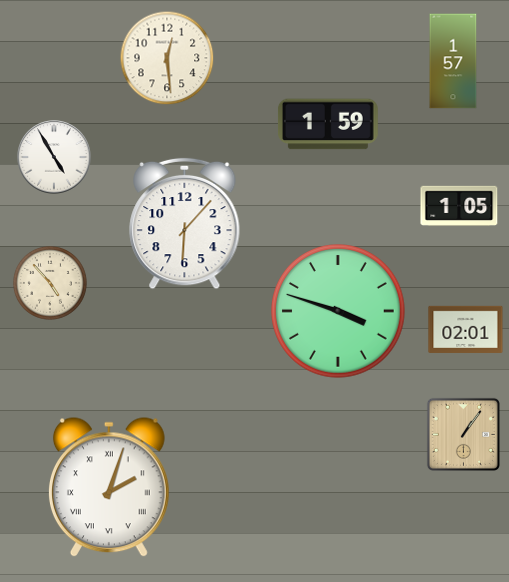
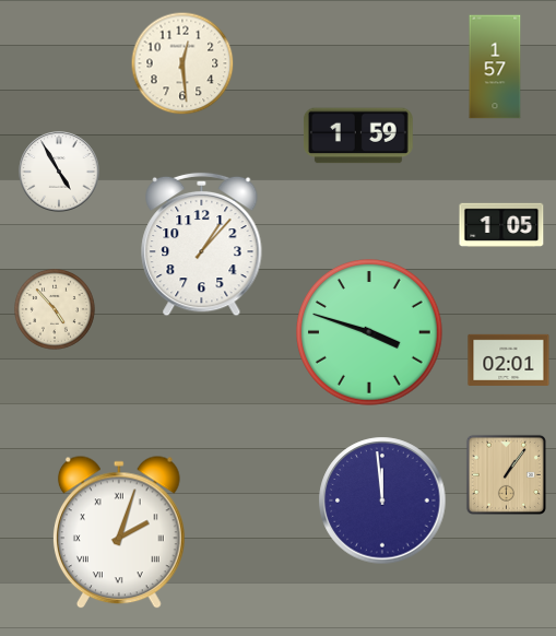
clock at (185, 224): 6:07 -> 1:07
clock at (338, 311) position: (338, 311) -> (369, 332)
clock at (382, 500): none -> 11:59
